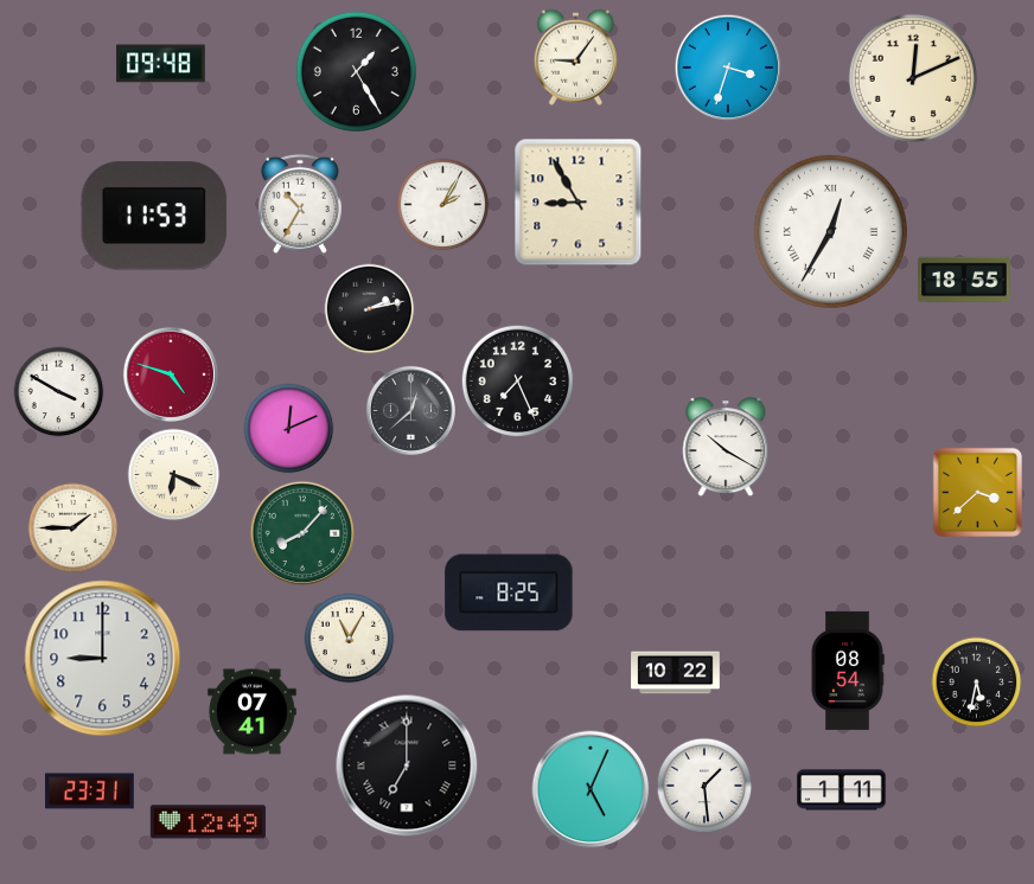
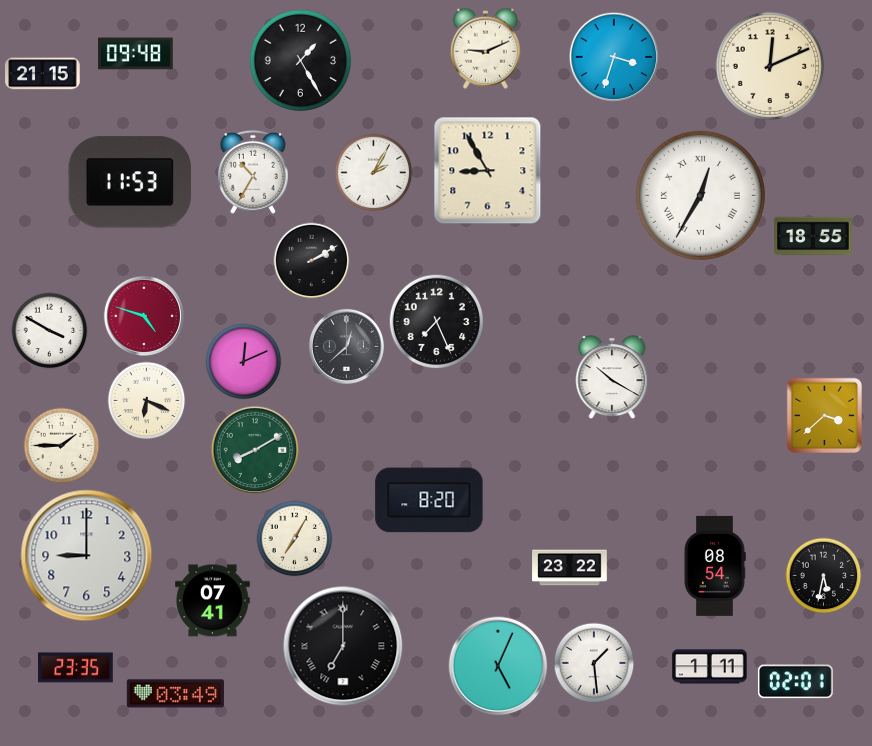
clock at (575, 57): 9:06 -> 9:11
clock at (43, 74): none -> 21:15
clock at (370, 309): 2:13 -> 2:10
clock at (302, 533): 8:07 -> 8:10
clock at (509, 592): 8:25 -> 8:20
clock at (350, 639): 11:05 -> 7:05
clock at (676, 673): 10:22 -> 23:22
clock at (90, 792): 23:31 -> 23:35
clock at (796, 682): none -> 02:01
clock at (208, 822): 12:49 -> 03:49
